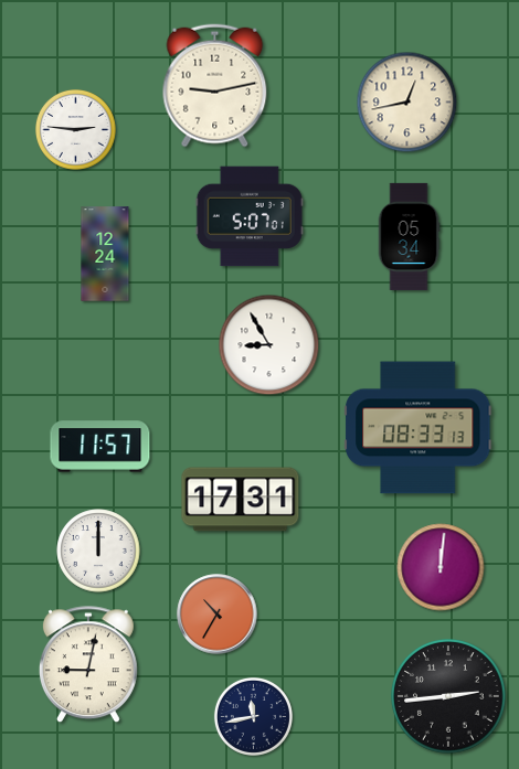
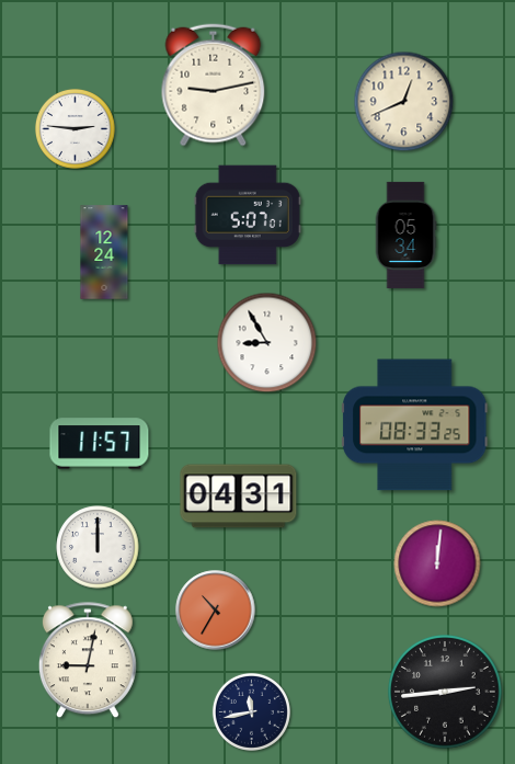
clock at (407, 103): 12:43 -> 12:41
clock at (419, 428): 08:33:13 -> 08:33:25
clock at (241, 500): 17:31 -> 04:31
